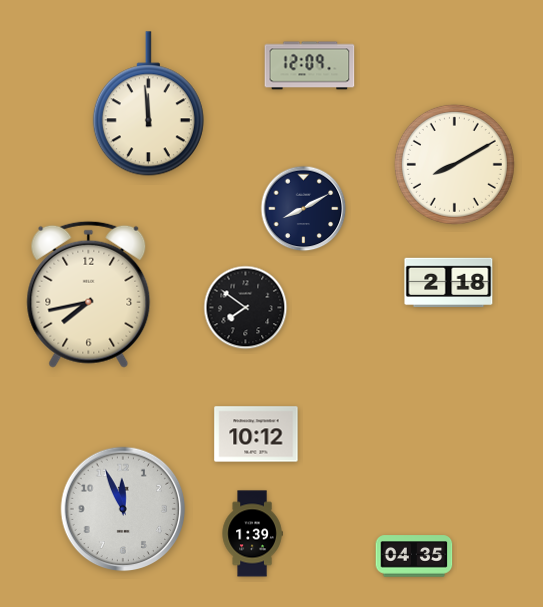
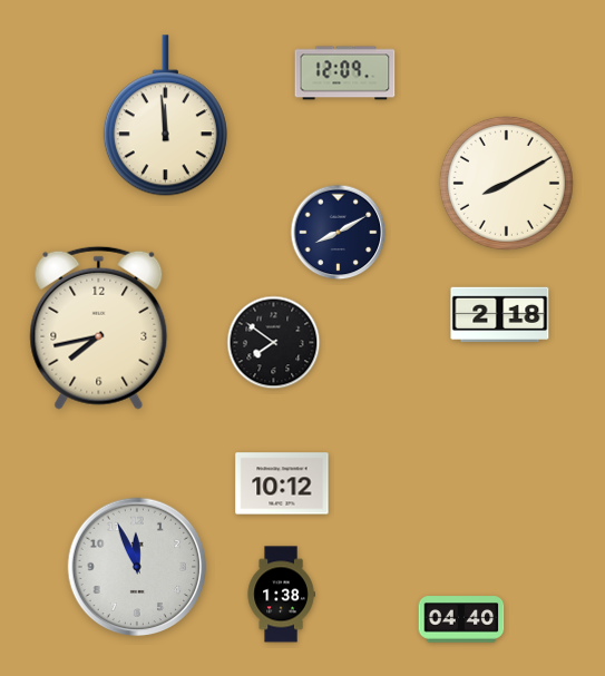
clock at (256, 434) position: (256, 434) -> (282, 483)
clock at (252, 534): 1:39 -> 1:38
clock at (414, 556): 04:35 -> 04:40
